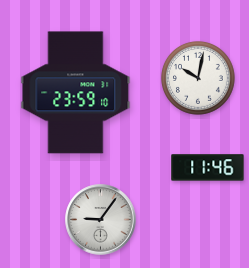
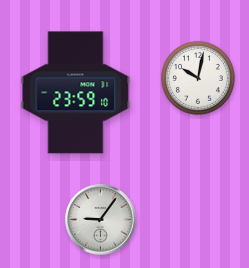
clock at (208, 168): 11:46 -> none
